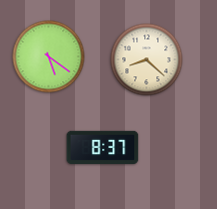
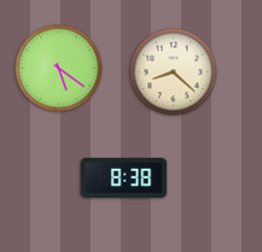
clock at (147, 60) position: (147, 60) -> (174, 72)
clock at (103, 147): 8:37 -> 8:38
